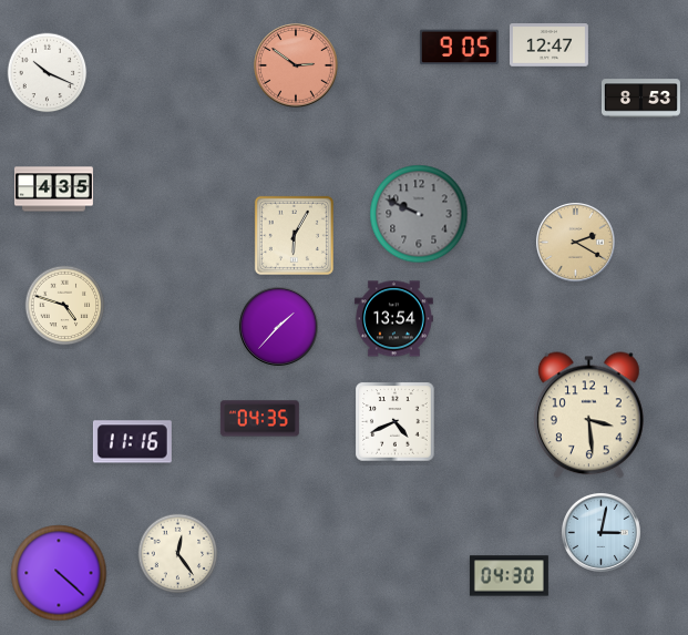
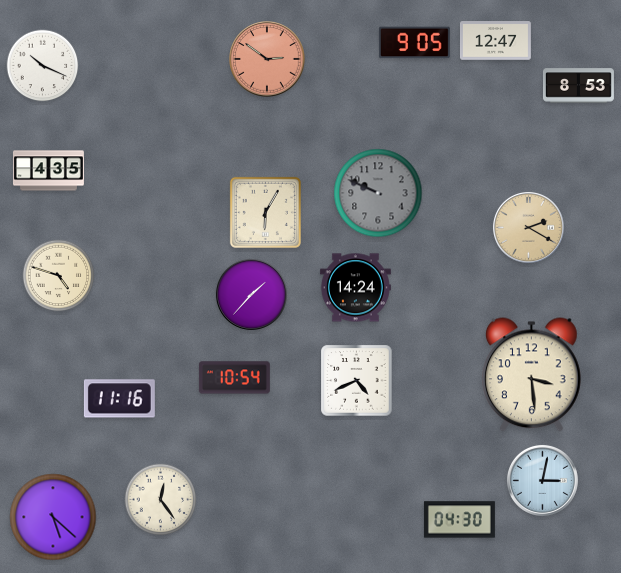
clock at (640, 99) position: (640, 99) -> (578, 86)
clock at (575, 242) position: (575, 242) -> (528, 227)
clock at (393, 319): 13:54 -> 14:24
clock at (259, 419): 04:35 -> 10:54
clock at (59, 573): 4:22 -> 5:22
